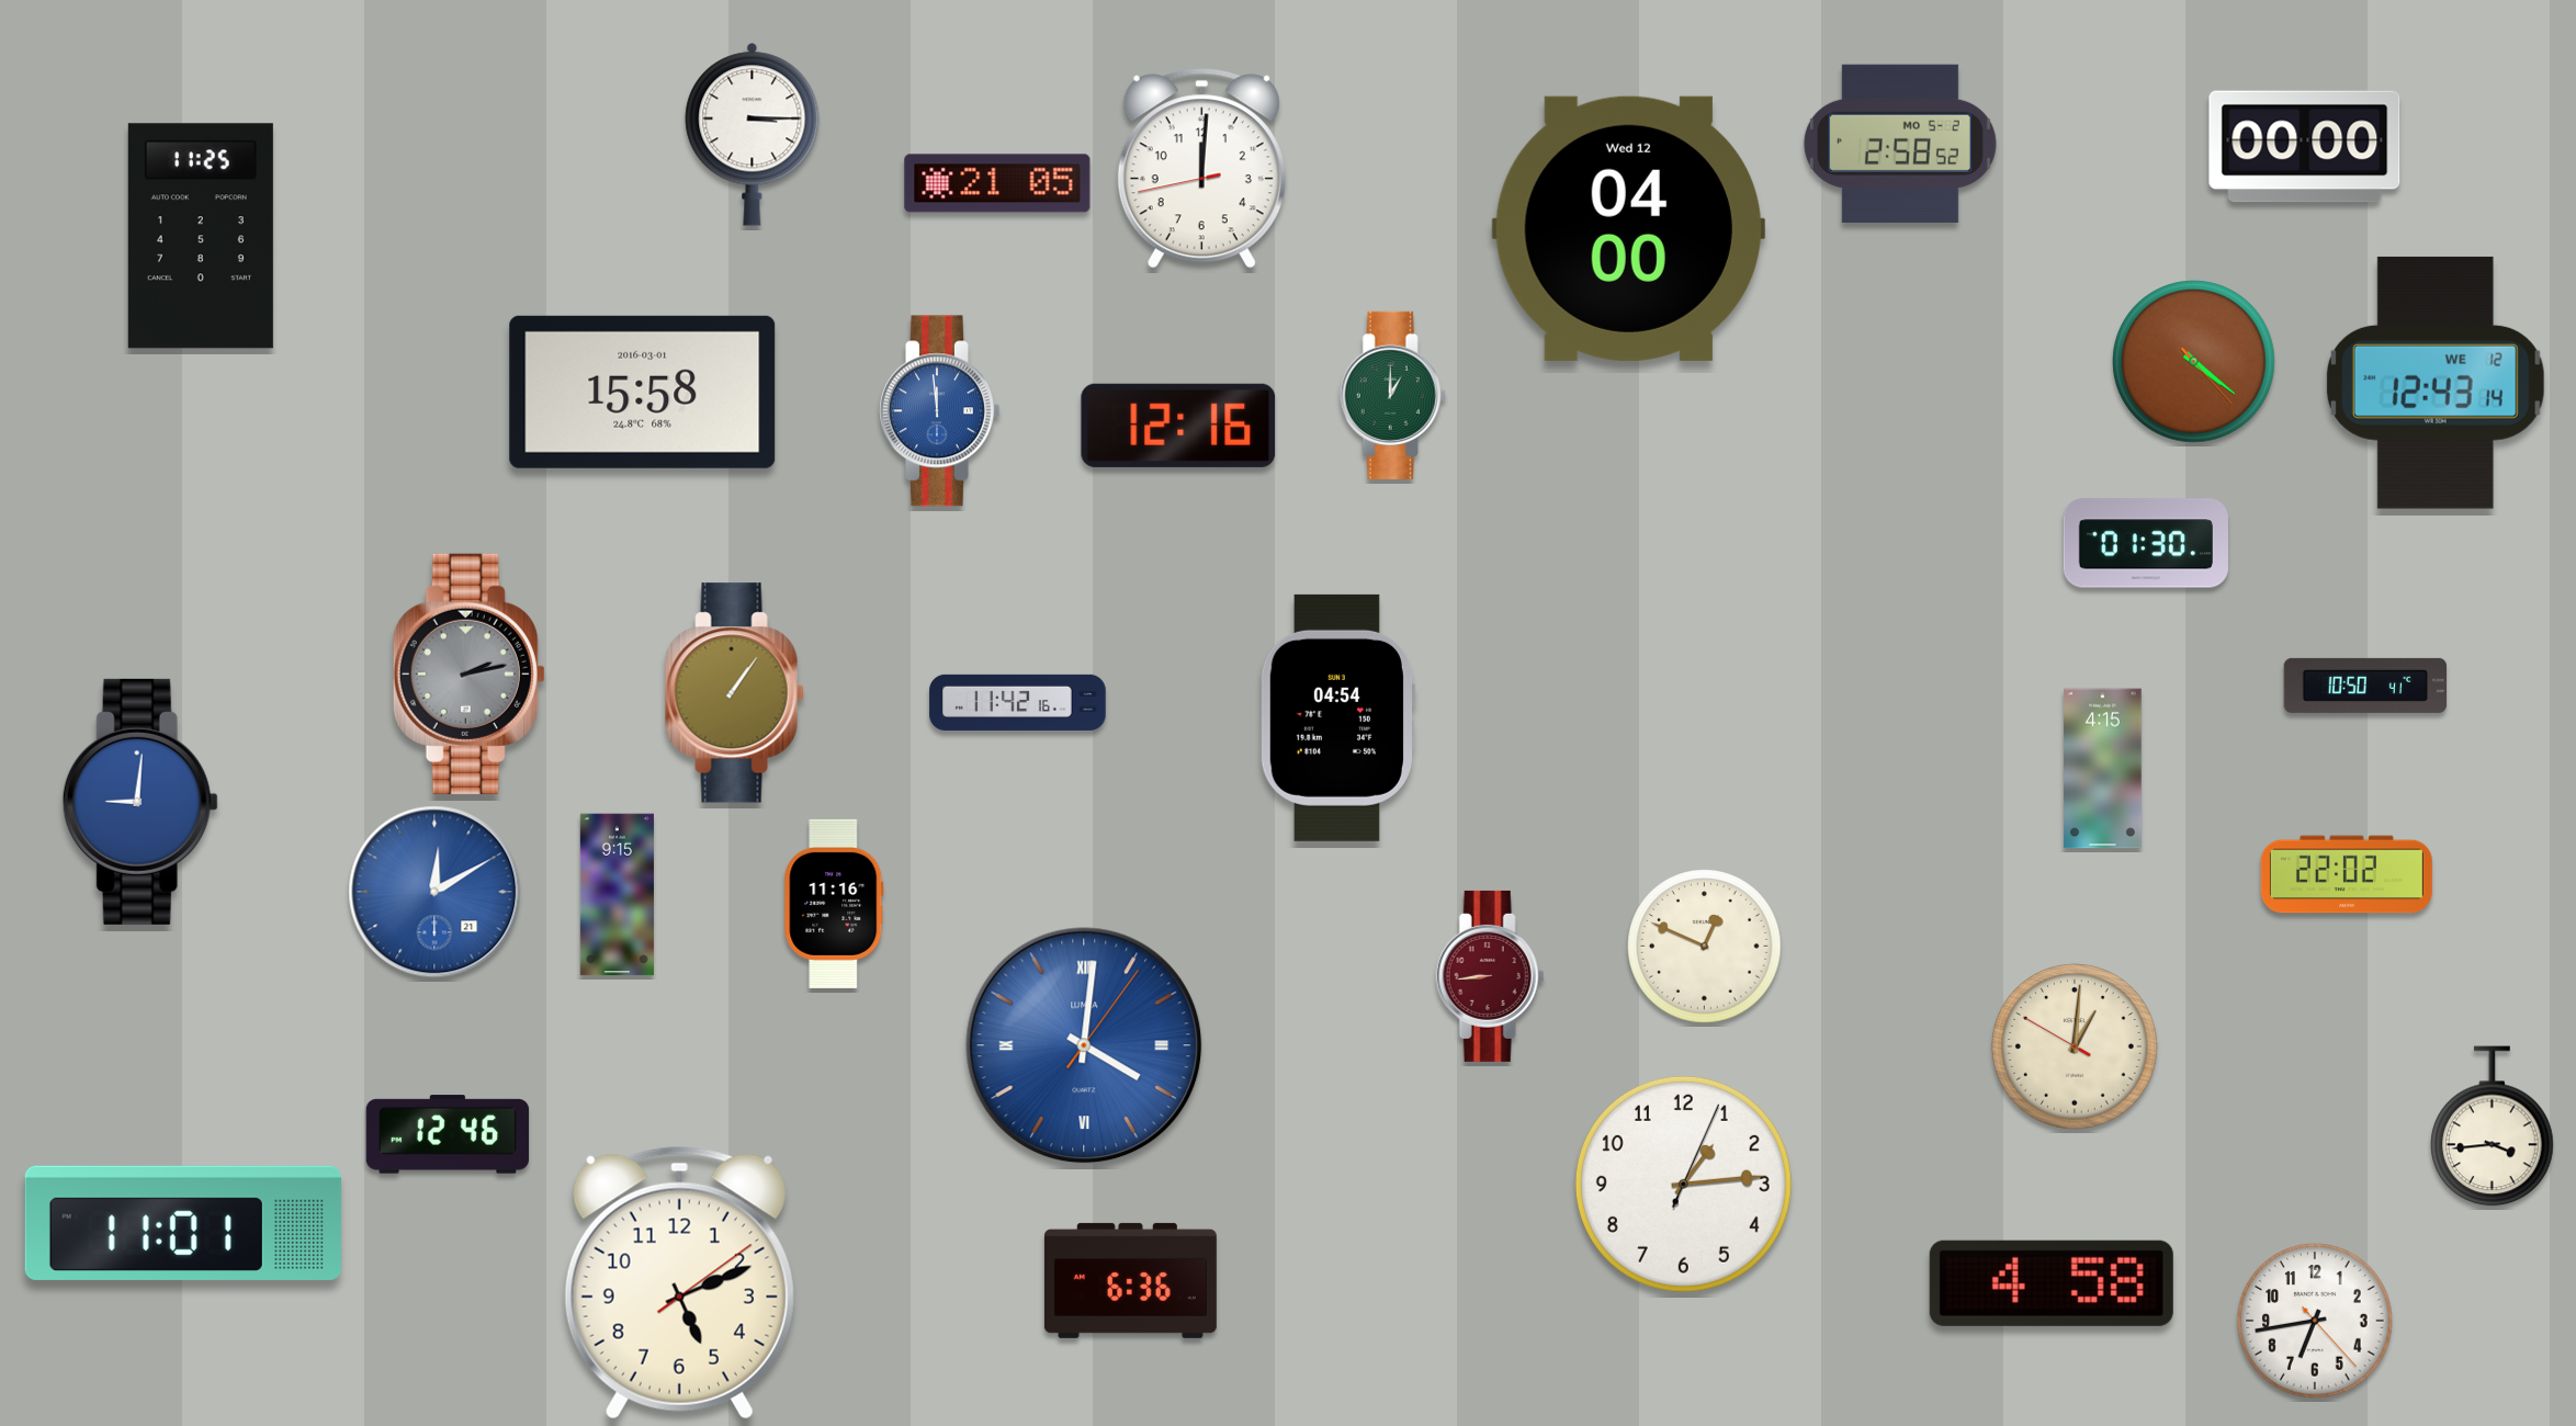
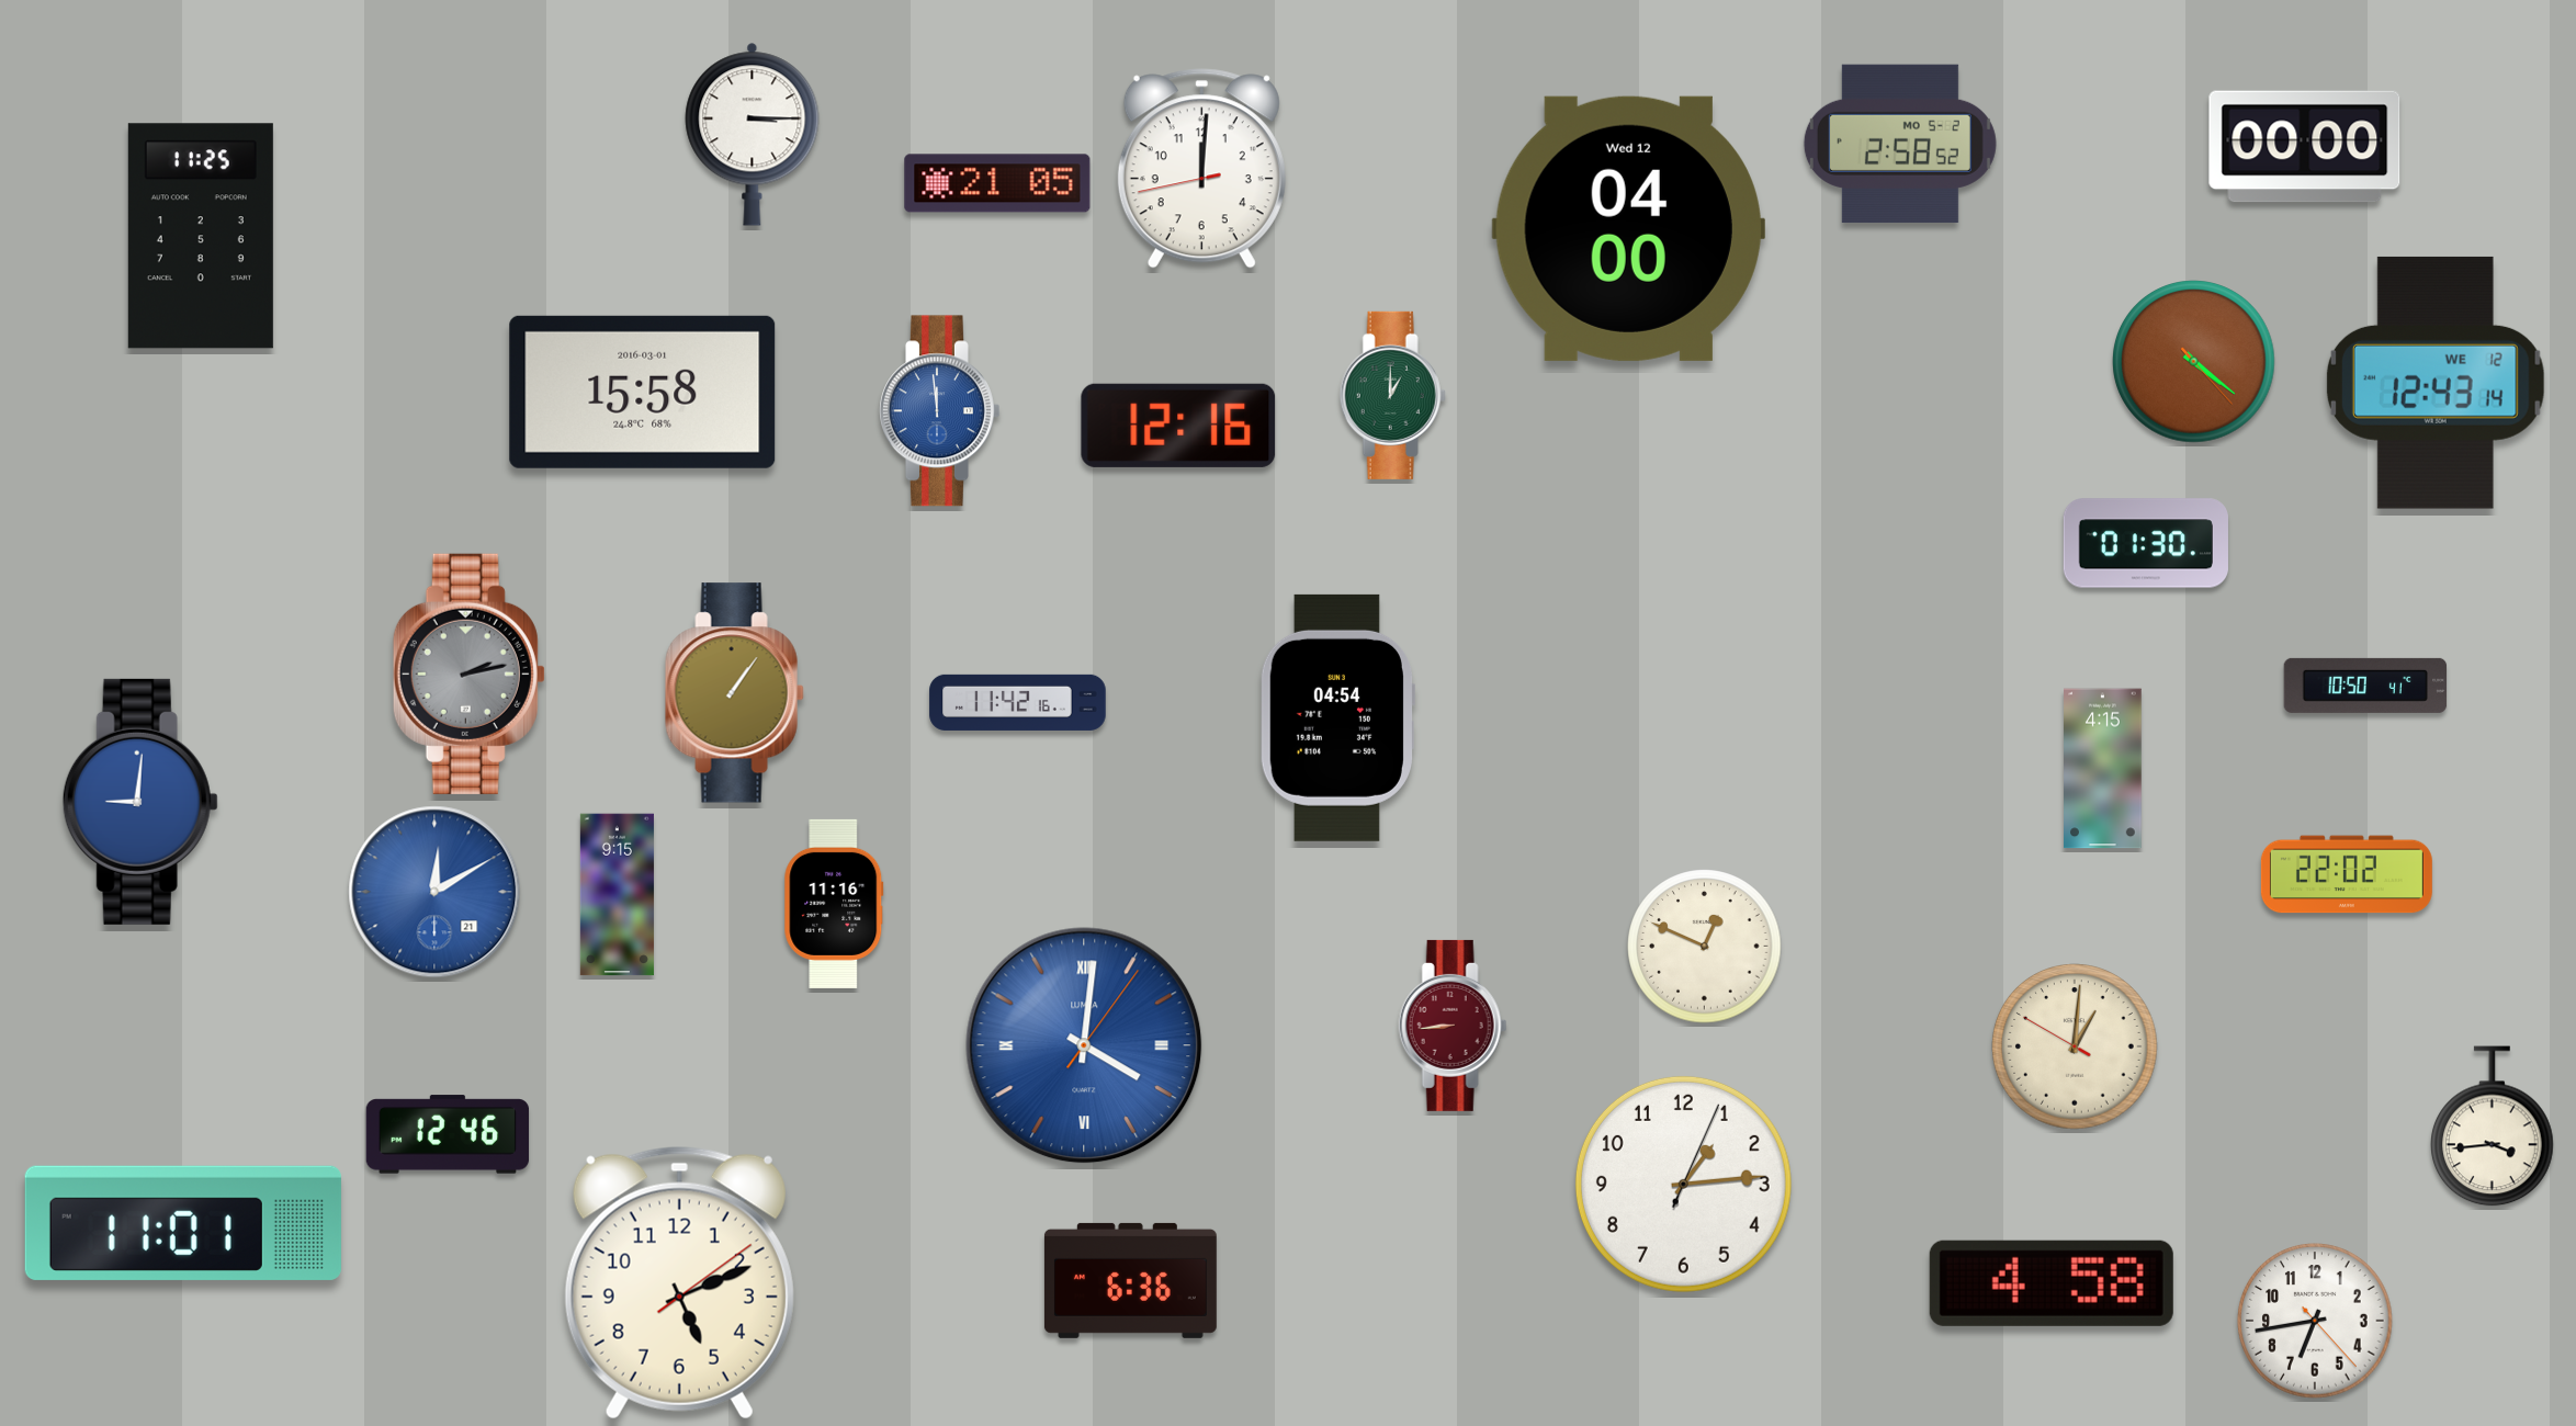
clock at (1490, 976) position: (1490, 976) -> (1453, 1026)
